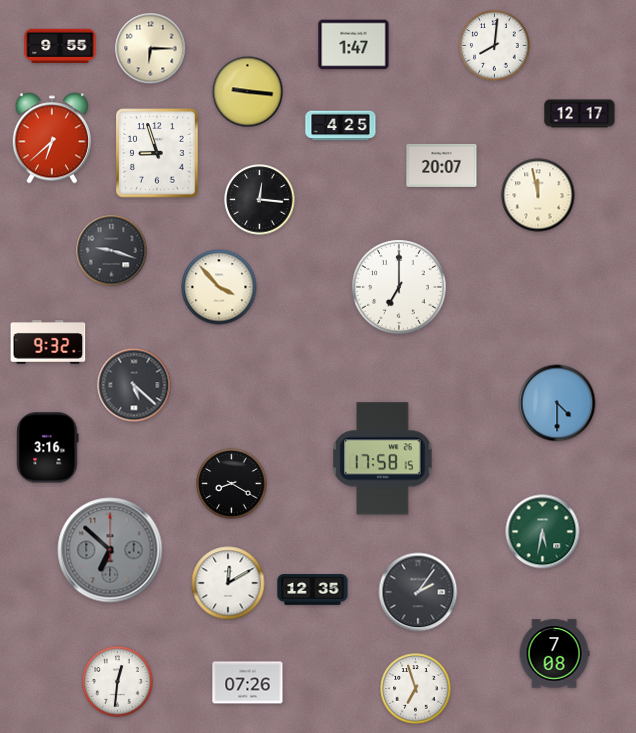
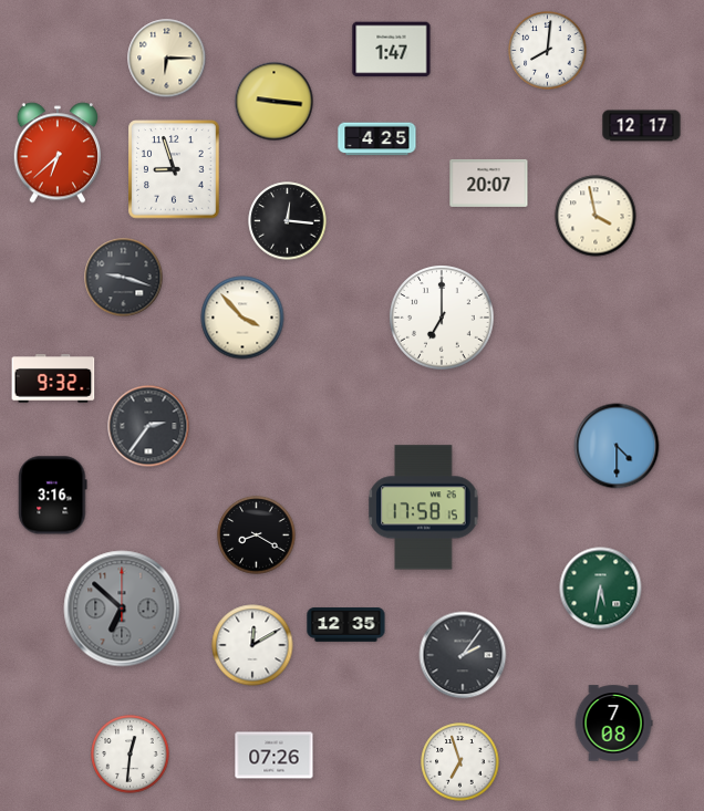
clock at (60, 46): 9:55 -> none
clock at (151, 49) position: (151, 49) -> (167, 59)
clock at (538, 195): 11:58 -> 3:58
clock at (134, 385): 5:22 -> 2:36
clock at (313, 590) position: (313, 590) -> (346, 625)
